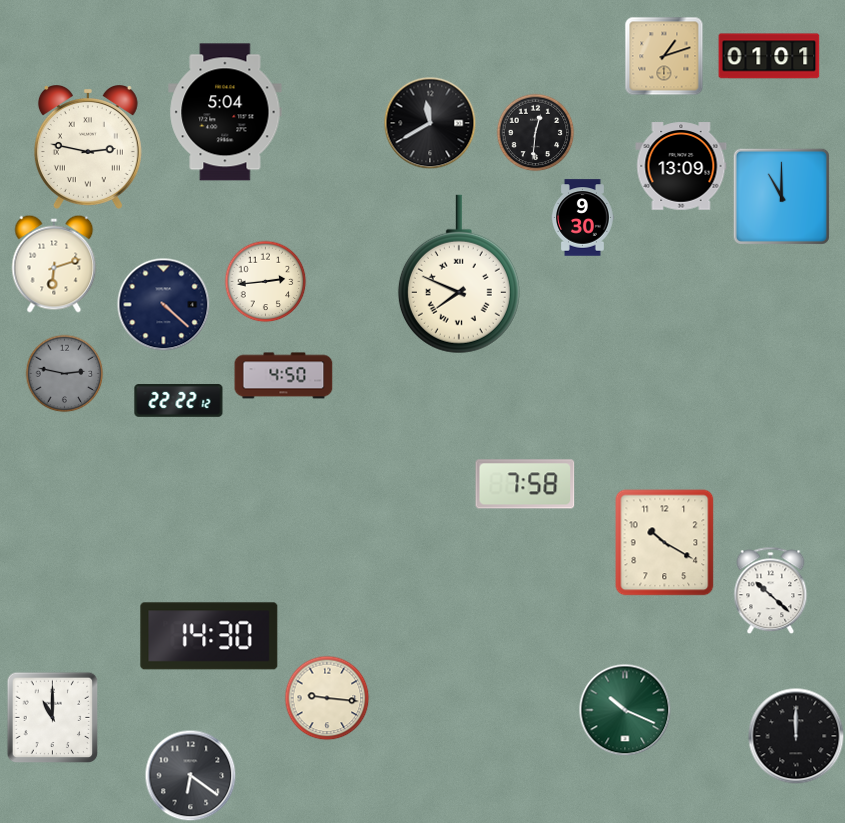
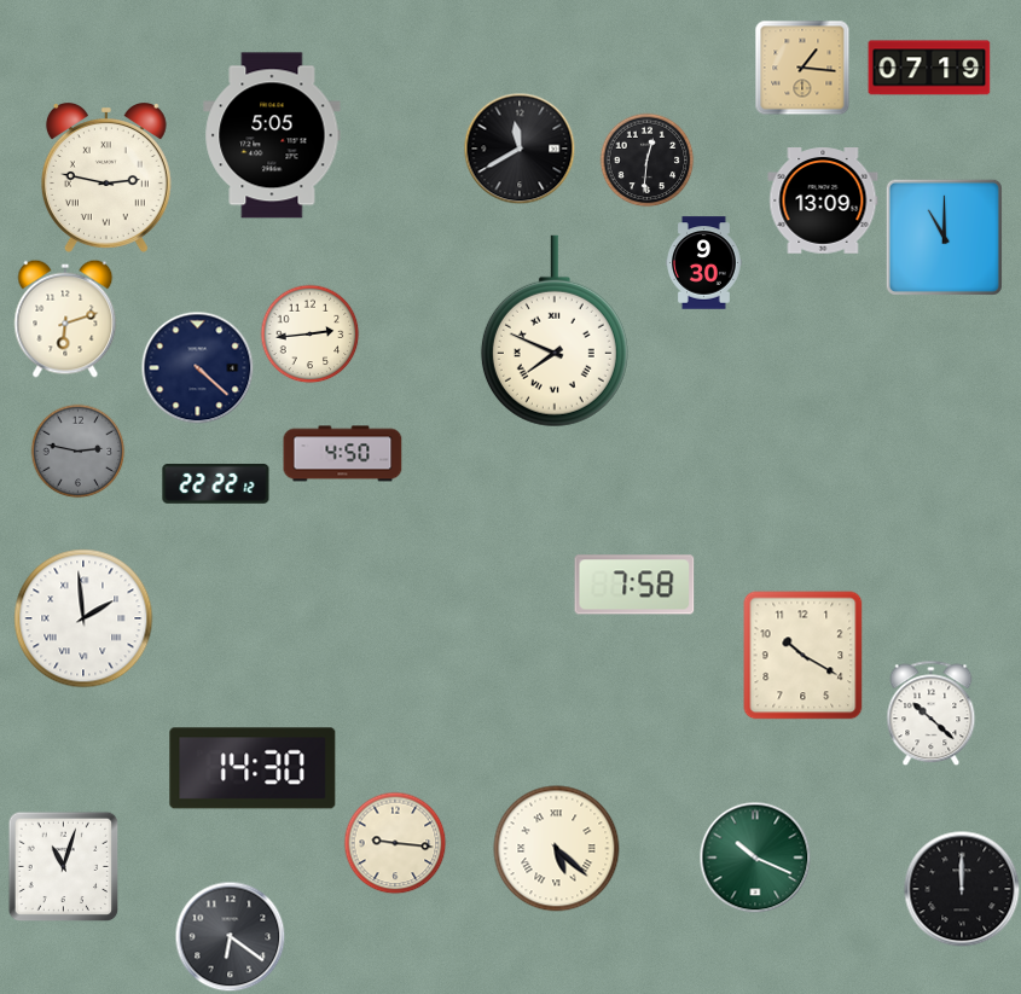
clock at (664, 56): 1:12 -> 1:16
clock at (769, 56): 01:01 -> 07:19
clock at (225, 112): 5:04 -> 5:05
clock at (265, 281) position: (265, 281) -> (309, 333)
clock at (83, 618): none -> 1:59
clock at (557, 849): none -> 5:22
clock at (52, 717): 11:00 -> 11:03
